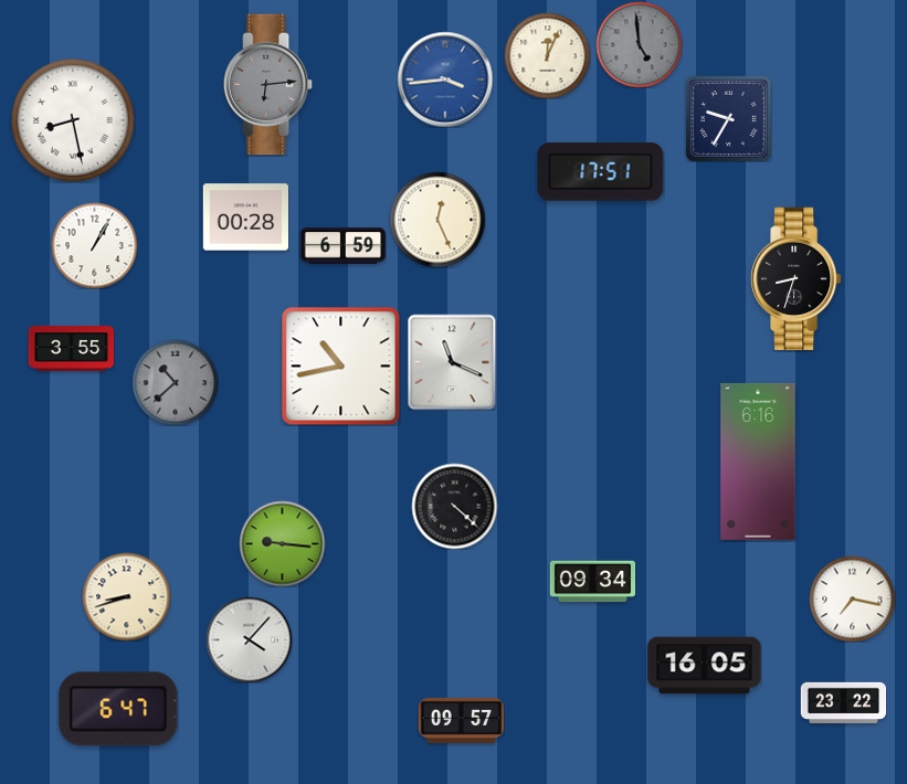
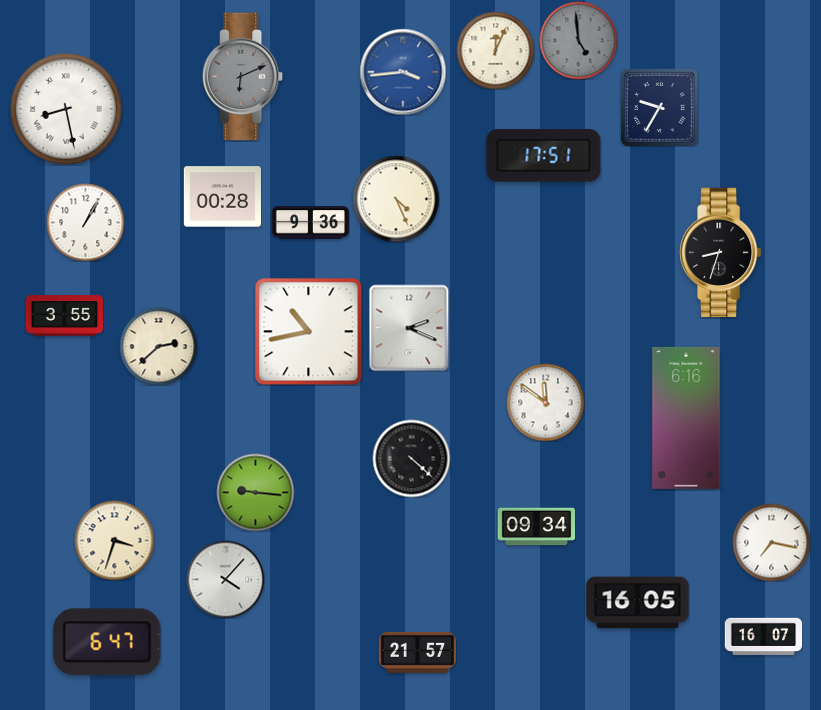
clock at (270, 85): 6:14 -> 6:11
clock at (437, 220): 12:26 -> 4:26
clock at (342, 246): 6:59 -> 9:36
clock at (452, 362): 11:19 -> 2:19
clock at (175, 382): 10:38 -> 2:38
clock at (175, 382) dial: grey -> cream
clock at (545, 402): none -> 11:51
clock at (126, 596): 8:42 -> 3:33
clock at (843, 703): 23:22 -> 16:07
clock at (461, 720): 09:57 -> 21:57
